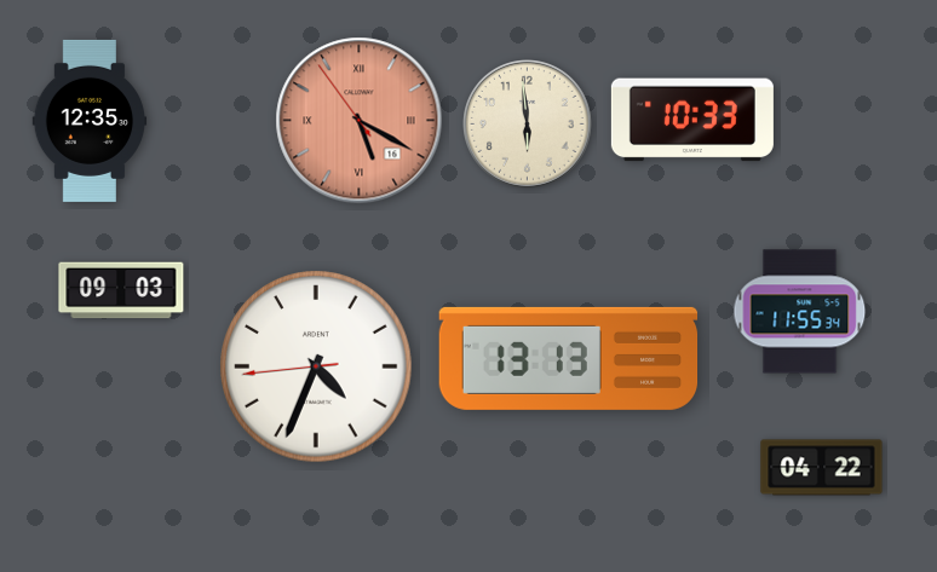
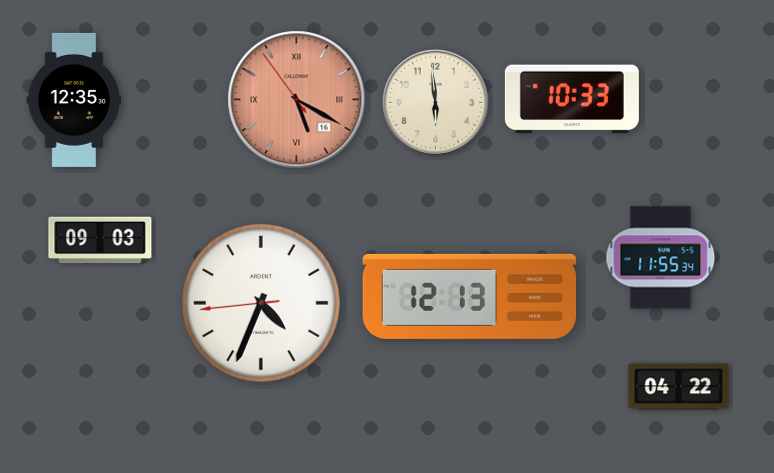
clock at (569, 358): 13:13 -> 12:13
